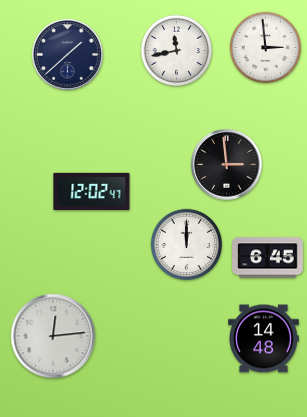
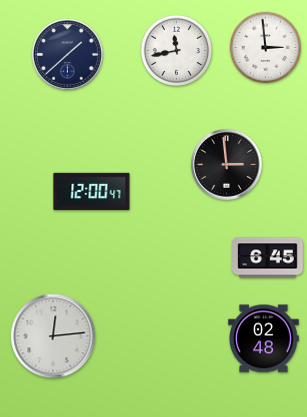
clock at (92, 192): 12:02 -> 12:00
clock at (186, 244): 12:00 -> none
clock at (264, 339): 14:48 -> 02:48
